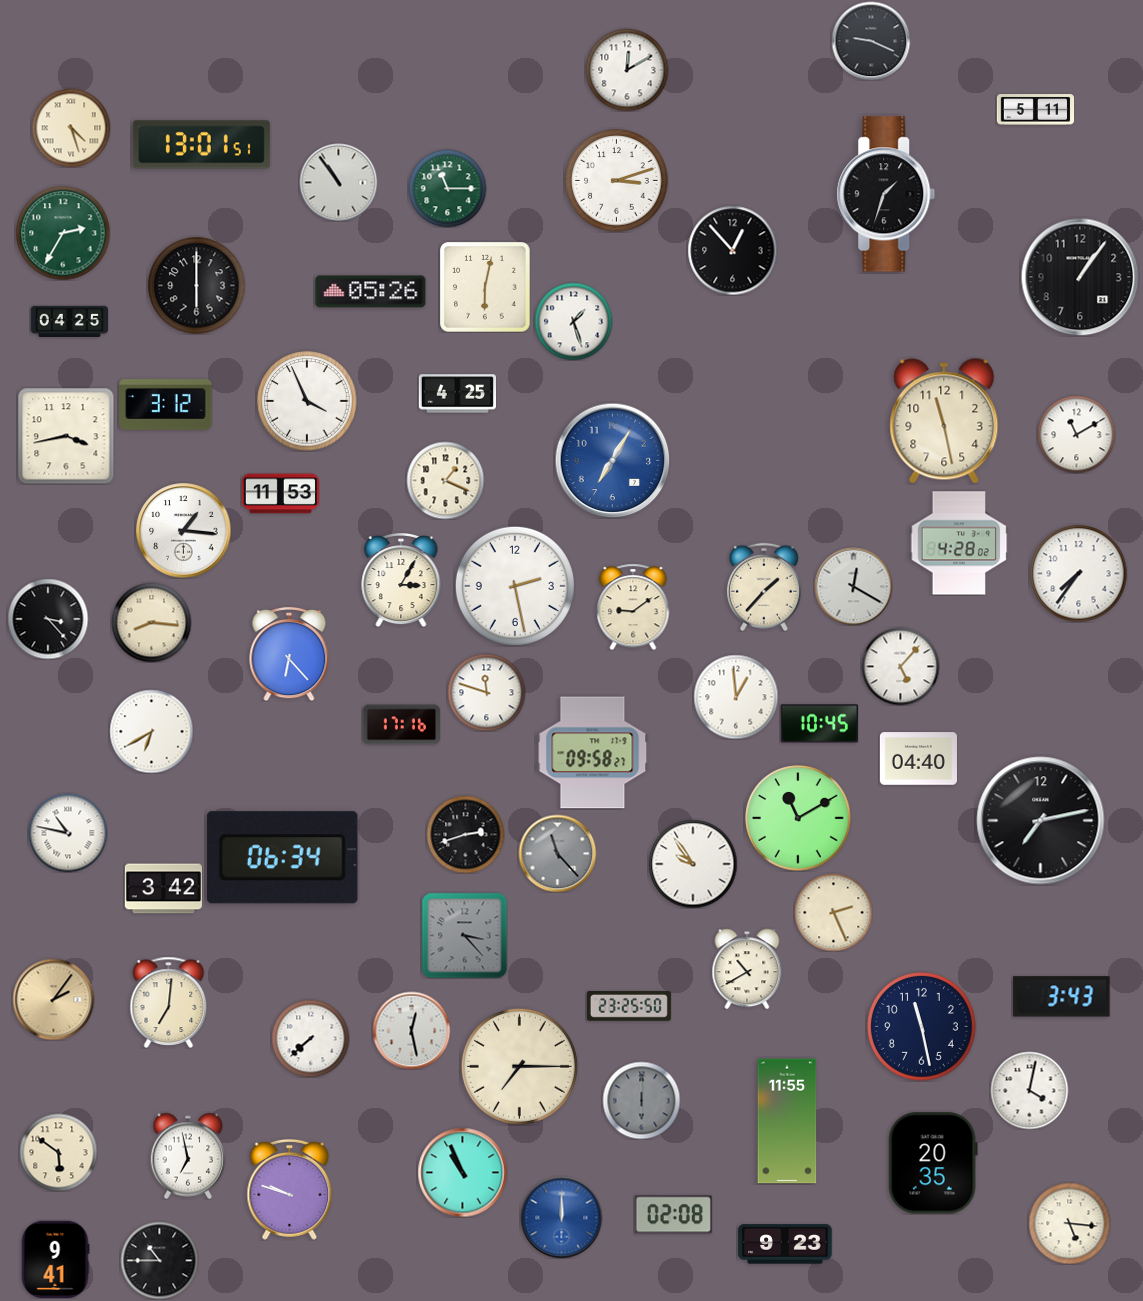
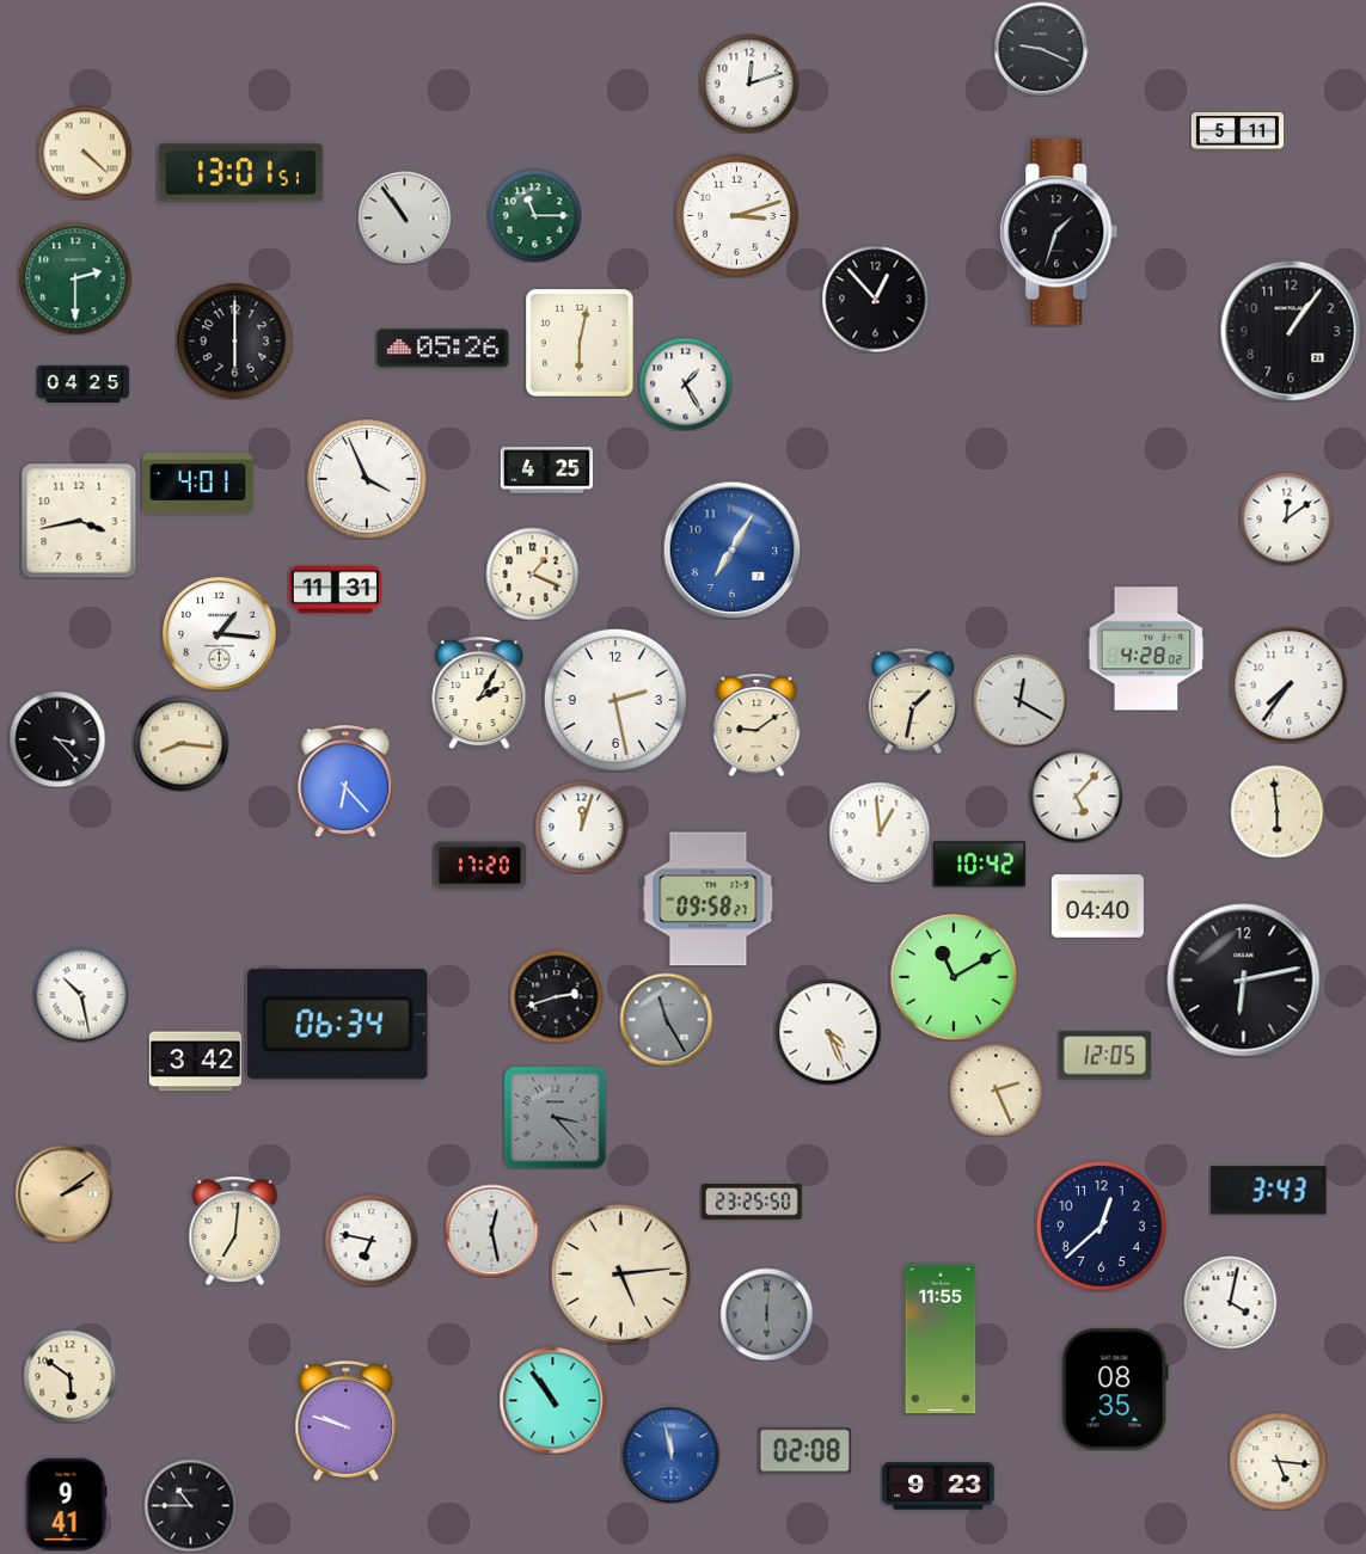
clock at (627, 70): 12:10 -> 12:12
clock at (71, 128): 4:27 -> 4:22
clock at (447, 188) position: (447, 188) -> (534, 215)
clock at (63, 233): 2:35 -> 2:30
clock at (573, 321): 1:27 -> 1:25
clock at (166, 405): 3:12 -> 4:01
clock at (944, 421): 11:28 -> none
clock at (1076, 434): 11:10 -> 12:09
clock at (280, 494): 11:53 -> 11:31
clock at (401, 580): 3:05 -> 2:05
clock at (764, 587): 1:37 -> 1:32
clock at (1276, 811): none -> 5:59
clock at (486, 692): 11:48 -> 12:03
clock at (819, 724): 10:45 -> 10:42
clock at (401, 725): 17:16 -> 17:20
clock at (151, 731): 6:40 -> none
clock at (1041, 821): 7:13 -> 6:13
clock at (68, 833): 10:47 -> 10:28
clock at (557, 853): 11:23 -> 11:25
clock at (693, 864): 9:54 -> 4:26
clock at (1104, 1056): none -> 12:05
clock at (747, 969): 10:40 -> none
clock at (53, 999): 2:06 -> 2:09
clock at (169, 1002) position: (169, 1002) -> (235, 1230)
clock at (922, 1027): 11:28 -> 12:38
clock at (310, 1038): 7:38 -> 6:47
clock at (519, 1066): 7:15 -> 5:14
clock at (188, 1156): 6:58 -> none
clock at (933, 1163): 20:35 -> 08:35
clock at (462, 1172): 10:56 -> 10:54
clock at (561, 1217): 12:00 -> 11:58
